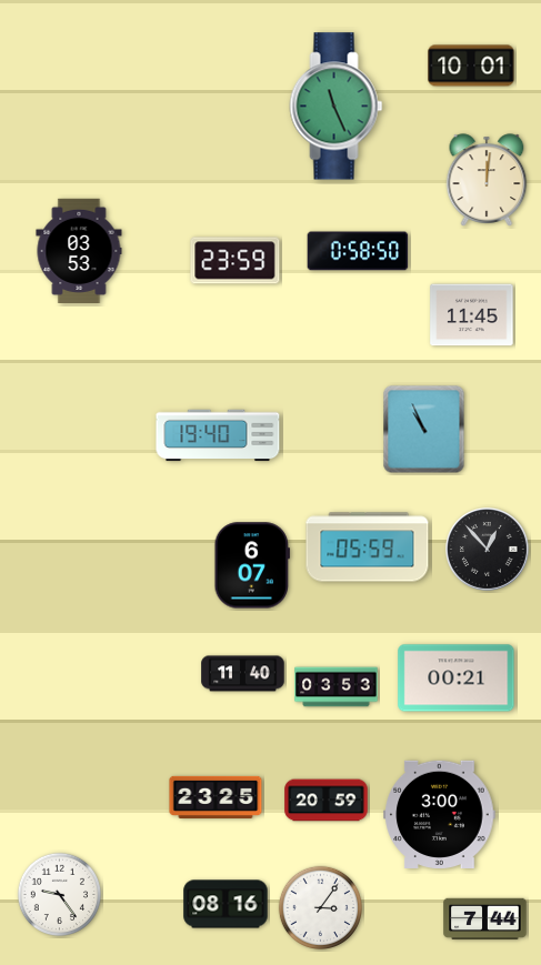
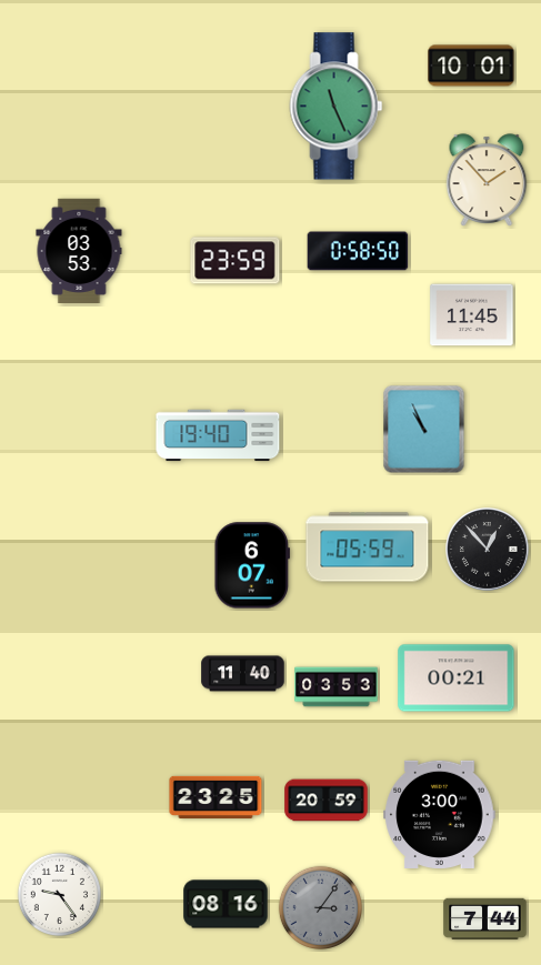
clock at (487, 180): 12:01 -> 1:53
clock at (321, 908) dial: white -> grey
